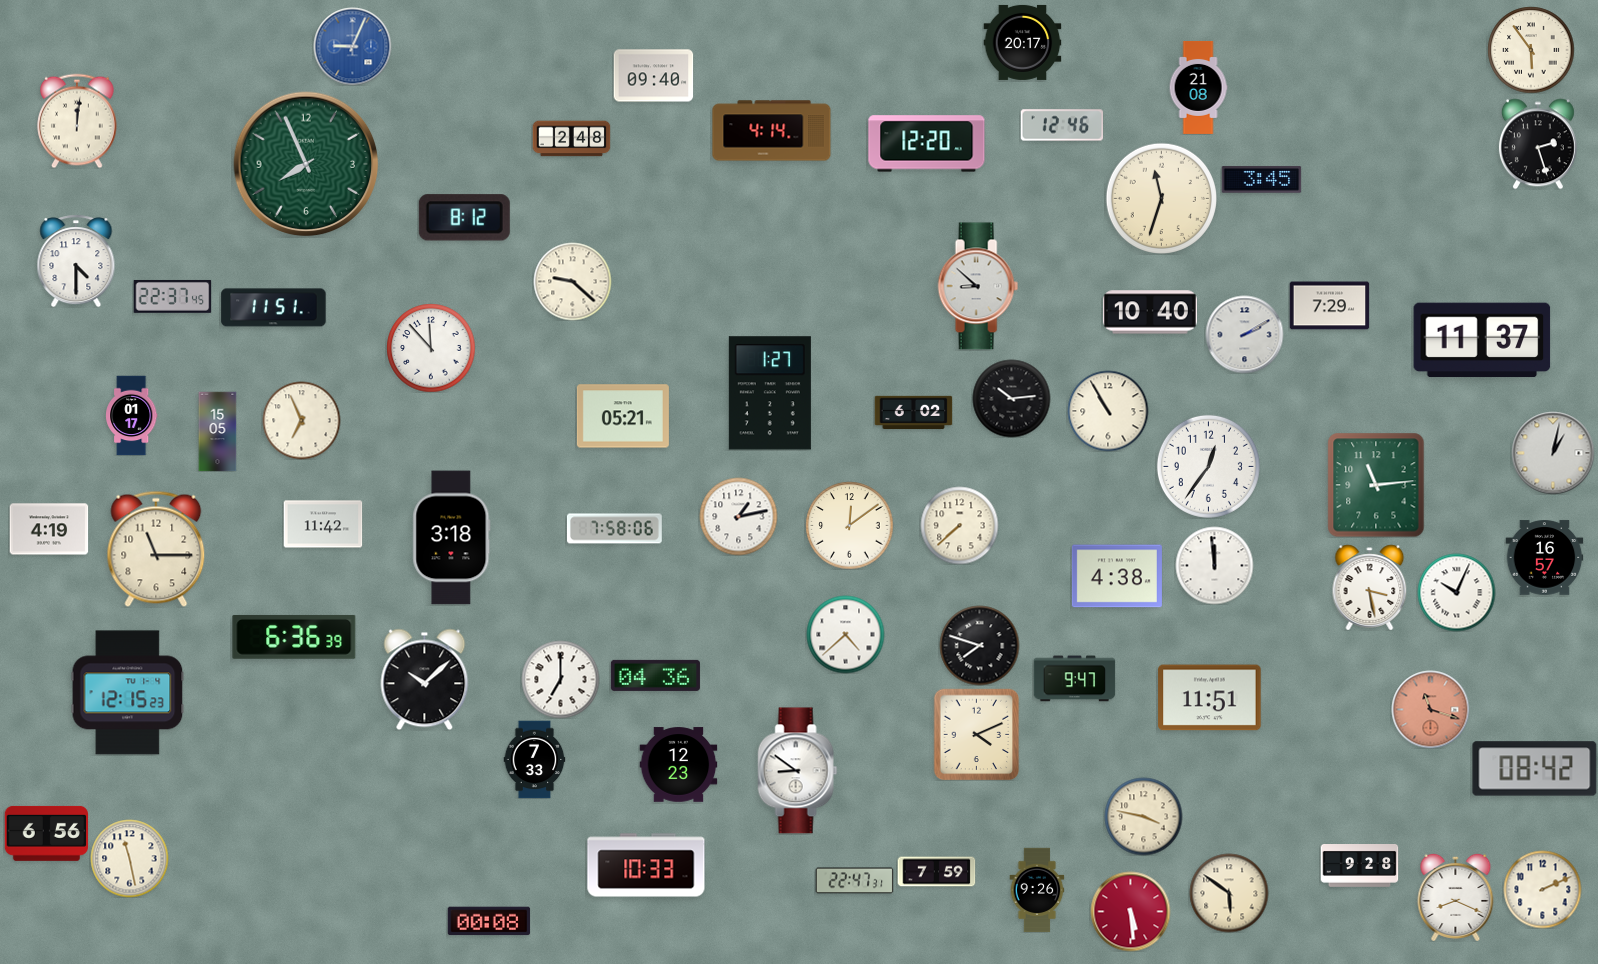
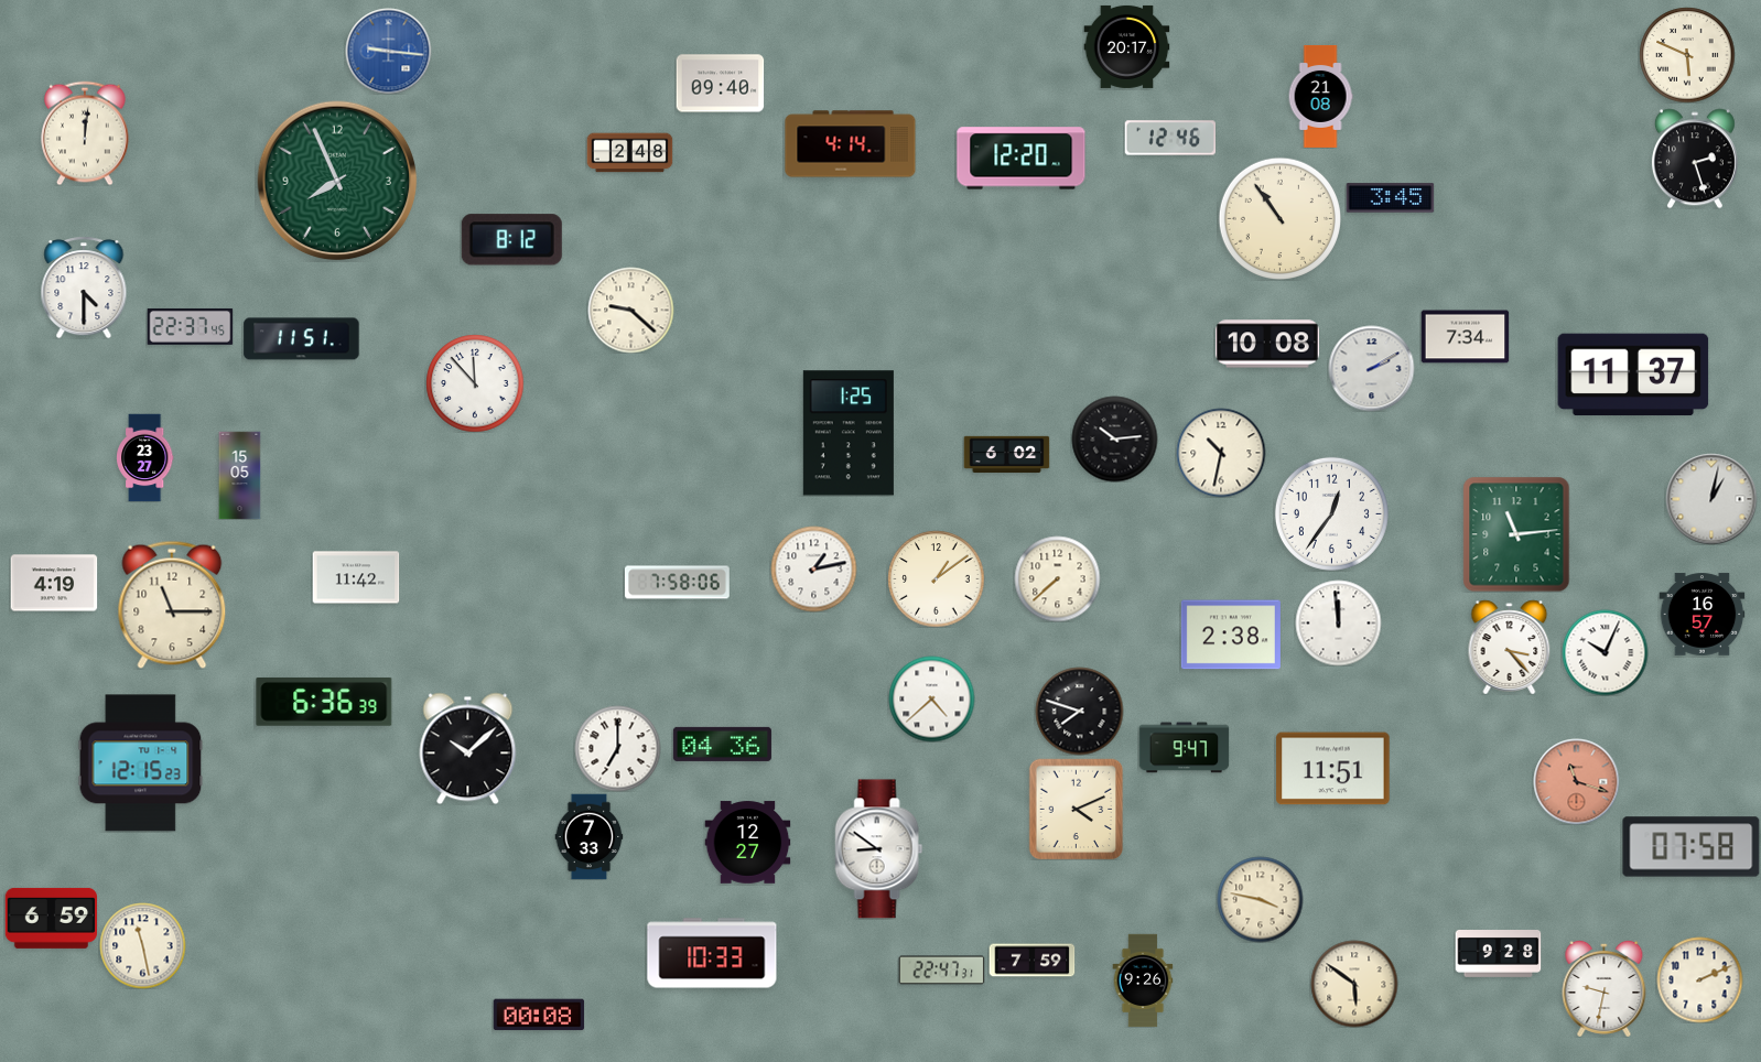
clock at (352, 46): 9:04 -> 9:16
clock at (1531, 50): 5:54 -> 5:49
clock at (1161, 198): 11:33 -> 10:54
clock at (978, 286): 8:52 -> none
clock at (1329, 306): 7:29 -> 7:34
clock at (1150, 312): 10:40 -> 10:08
clock at (770, 393): 1:27 -> 1:25
clock at (1108, 411): 10:55 -> 10:32
clock at (132, 415): 01:17 -> 23:27
clock at (623, 416): 05:21 -> none
clock at (301, 420): 6:56 -> none
clock at (849, 525): 12:09 -> 1:09
clock at (452, 538): 3:18 -> none
clock at (1117, 576): 4:38 -> 2:38
clock at (1370, 587): 3:28 -> 3:23
clock at (678, 765): 12:23 -> 12:27
clock at (1535, 769): 08:42 -> 07:58
clock at (46, 833): 6:56 -> 6:59
clock at (1456, 897): 8:19 -> 9:32
clock at (1130, 911): 5:29 -> none
